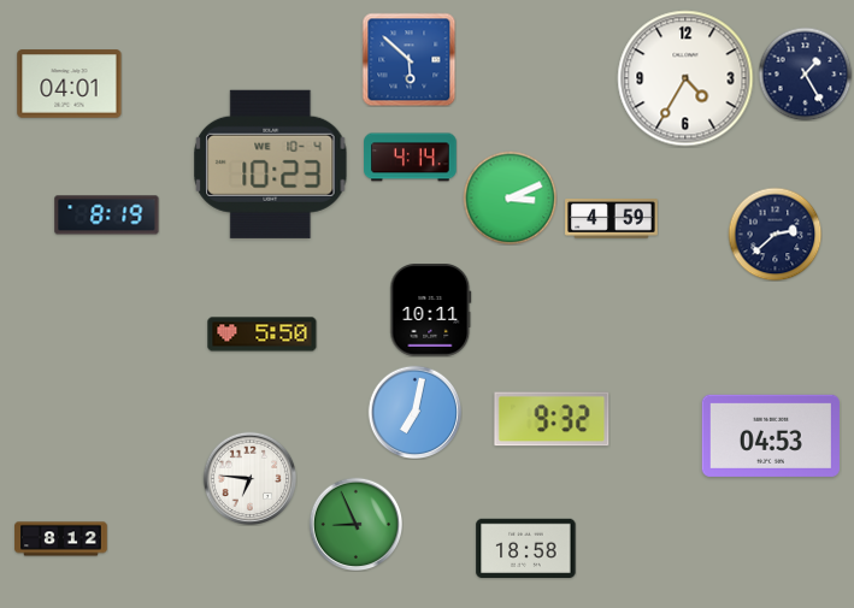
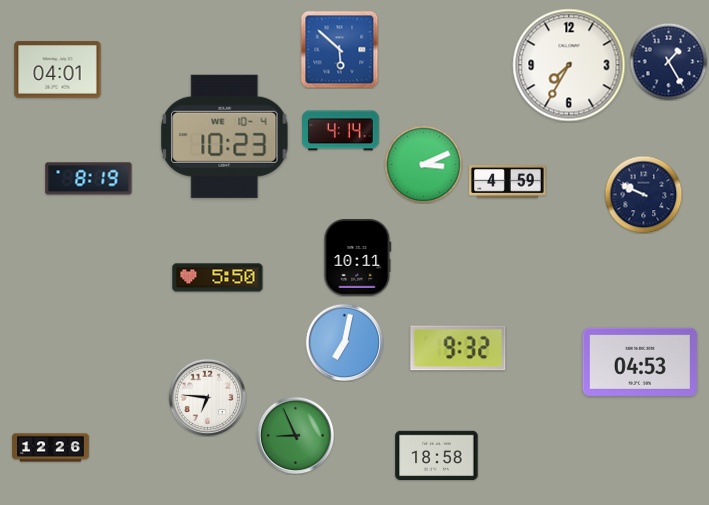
clock at (685, 78): 4:35 -> 7:35
clock at (775, 234): 2:38 -> 9:49
clock at (61, 539): 8:12 -> 12:26
